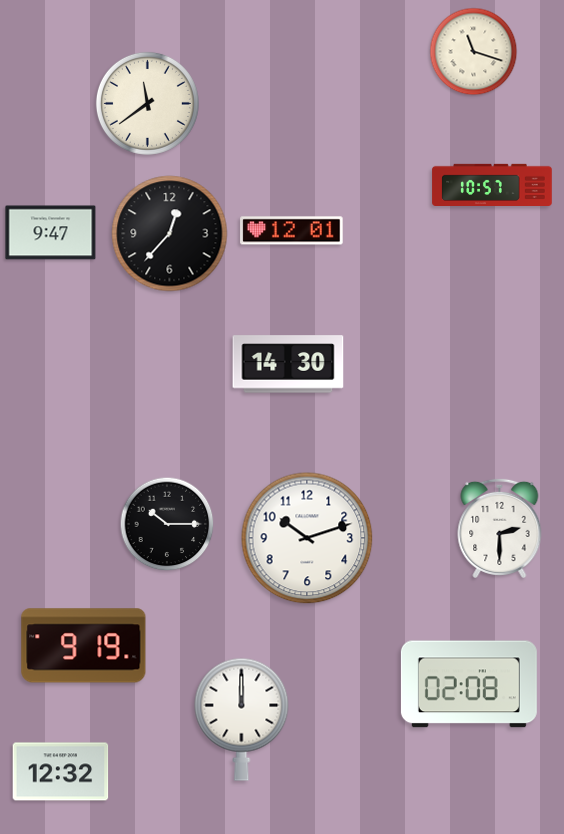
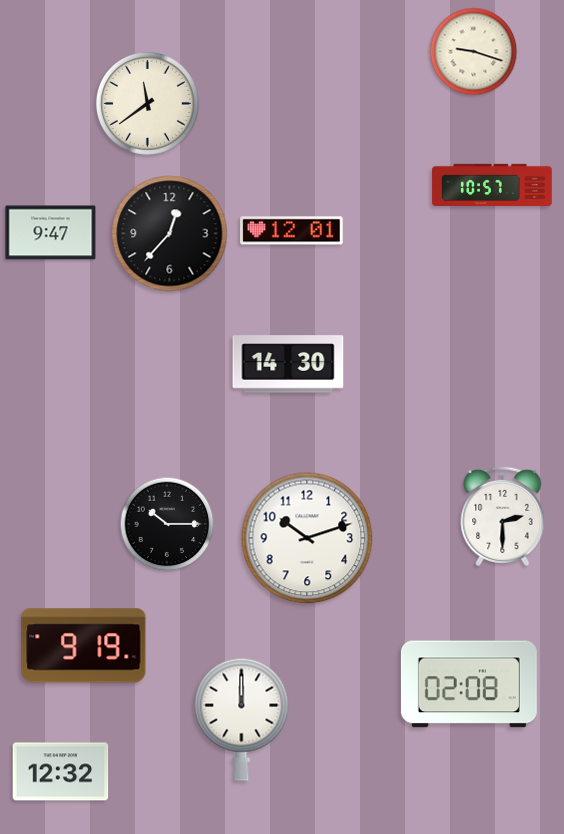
clock at (474, 52): 11:18 -> 9:18
clock at (500, 528) position: (500, 528) -> (503, 516)
